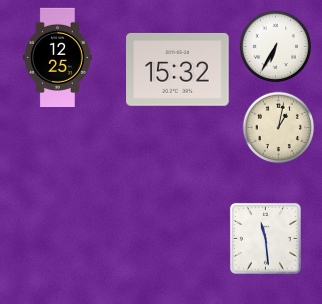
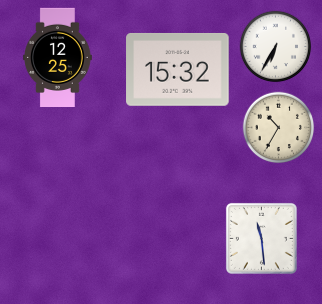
clock at (279, 128): 1:02 -> 10:35
clock at (265, 238) position: (265, 238) -> (261, 238)
